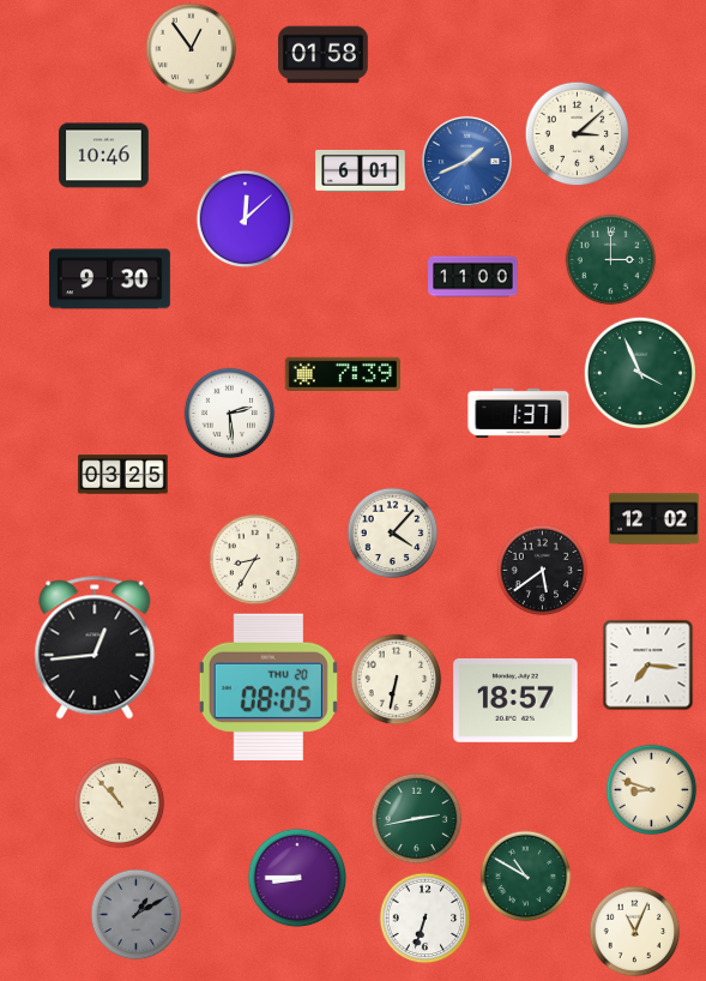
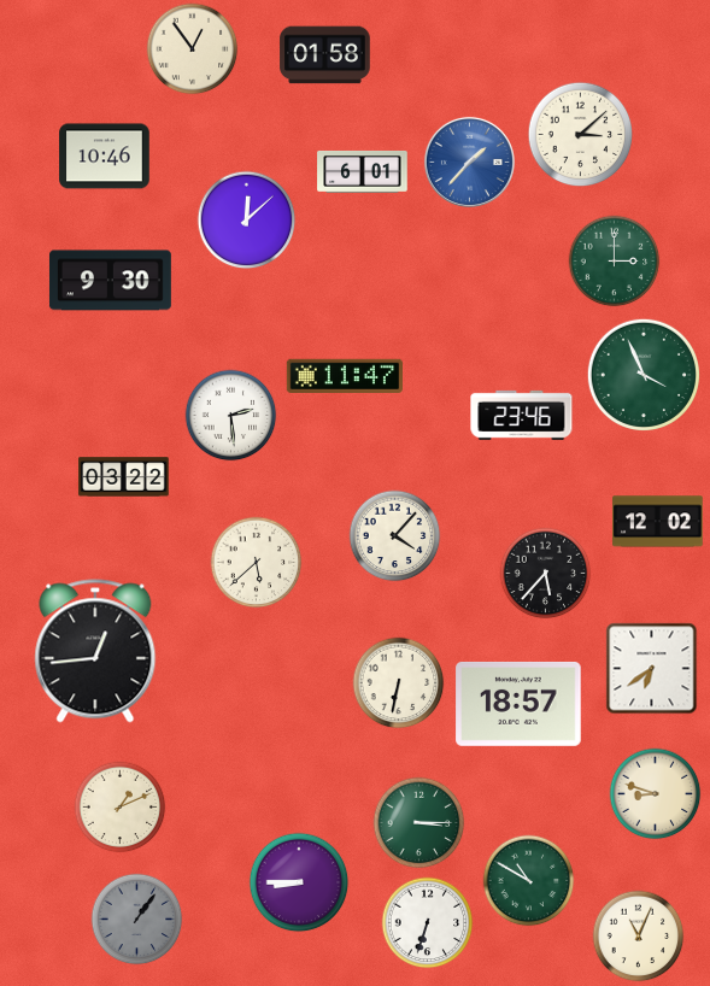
clock at (466, 161): 1:41 -> 1:37
clock at (473, 277): 11:00 -> none
clock at (342, 374): 7:39 -> 11:47
clock at (519, 413): 1:37 -> 23:46
clock at (123, 475): 03:25 -> 03:22
clock at (255, 560): 8:35 -> 5:38
clock at (543, 571): 5:39 -> 5:37
clock at (648, 666): 7:16 -> 6:39
clock at (268, 686): 08:05 -> none
clock at (120, 804): 10:53 -> 1:11
clock at (417, 819): 2:43 -> 3:15
clock at (137, 915): 1:10 -> 1:06
